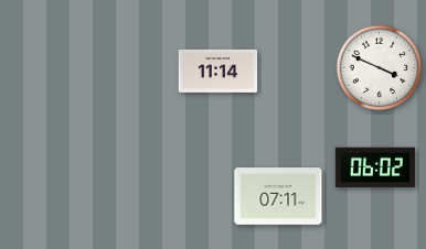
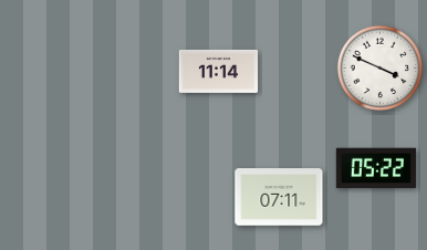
clock at (375, 167): 06:02 -> 05:22
